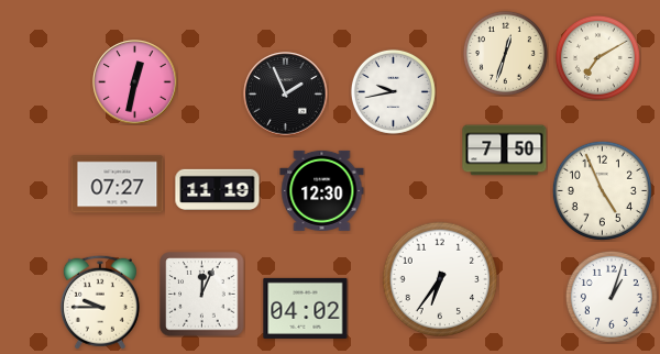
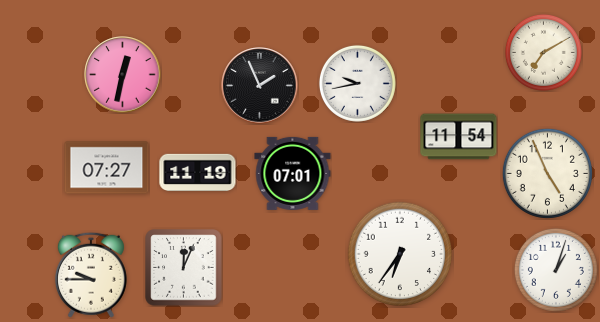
clock at (505, 53): 12:33 -> none
clock at (505, 151): 7:50 -> 11:54
clock at (322, 190): 12:30 -> 07:01
clock at (306, 308): 04:02 -> none
